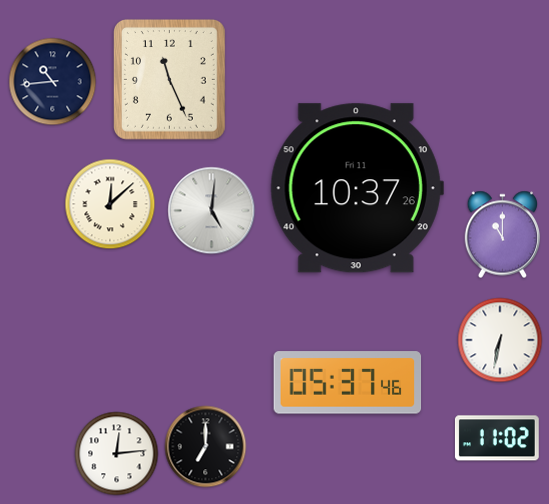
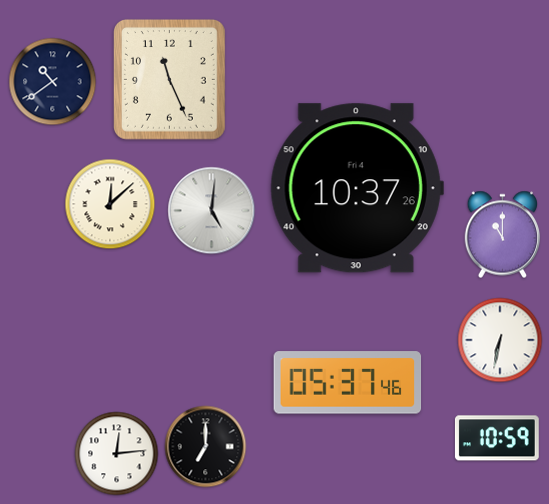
clock at (53, 82): 10:44 -> 10:39
clock at (357, 188) date: Fri 11 -> Fri 4
clock at (497, 438): 11:02 -> 10:59
